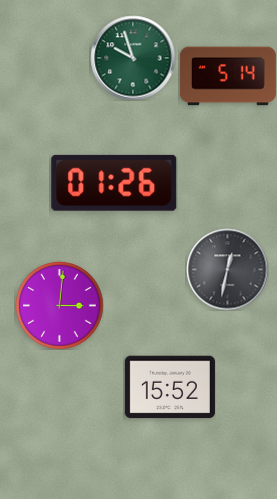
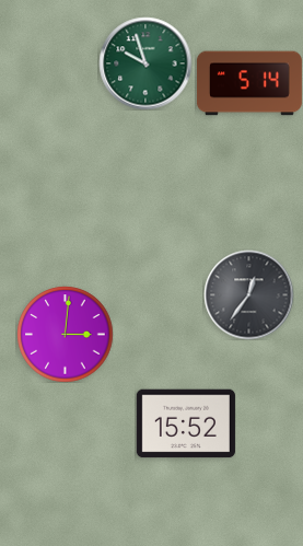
clock at (114, 183): 01:26 -> none
clock at (227, 269): 12:32 -> 12:36
